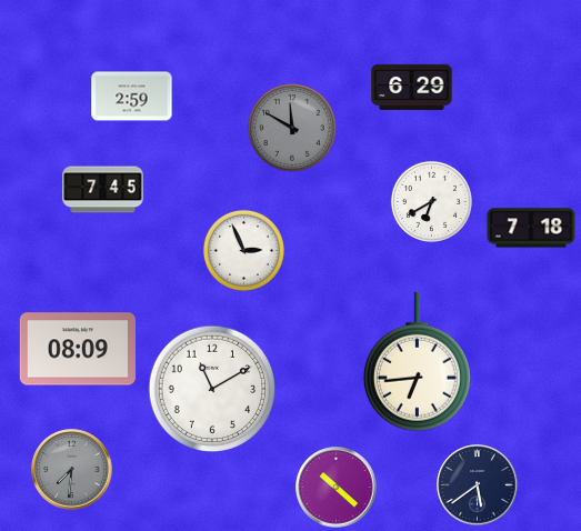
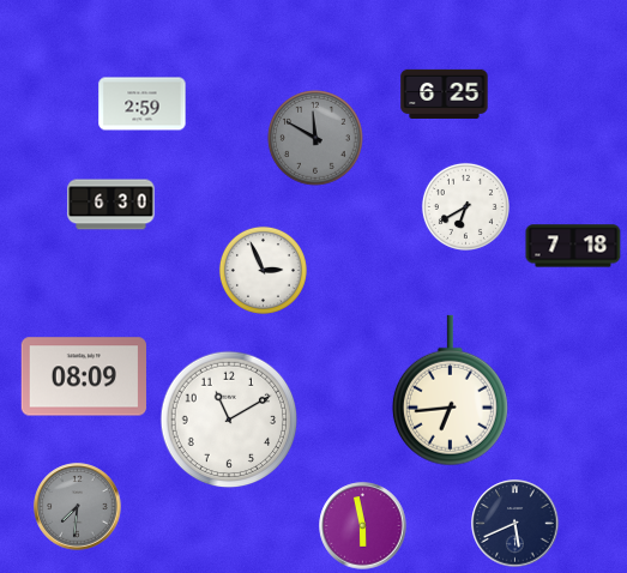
clock at (412, 87): 6:29 -> 6:25
clock at (103, 190): 7:45 -> 6:30
clock at (431, 201) position: (431, 201) -> (465, 206)
clock at (478, 485): 5:39 -> 5:41
clock at (337, 488): 10:22 -> 5:58
